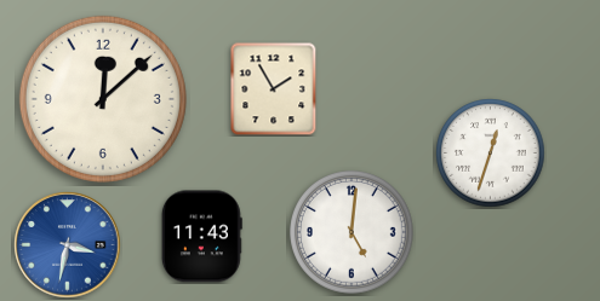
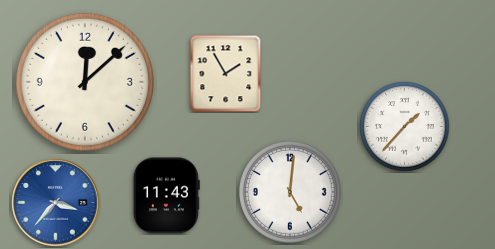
clock at (491, 154): 12:33 -> 1:37
clock at (68, 245): 3:32 -> 3:37
